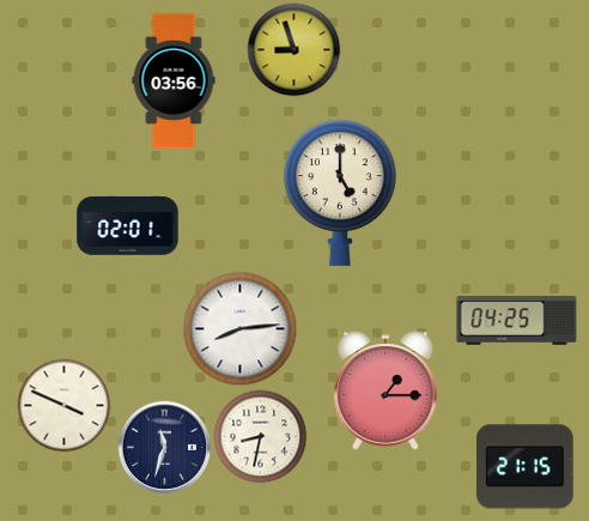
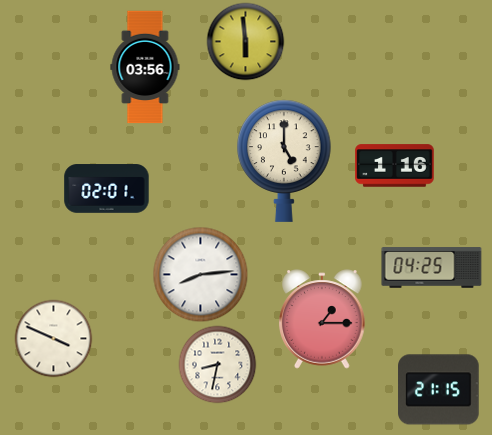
clock at (293, 49): 8:57 -> 5:59
clock at (395, 166): none -> 1:16
clock at (385, 390) position: (385, 390) -> (322, 319)
clock at (164, 447): 11:33 -> none
